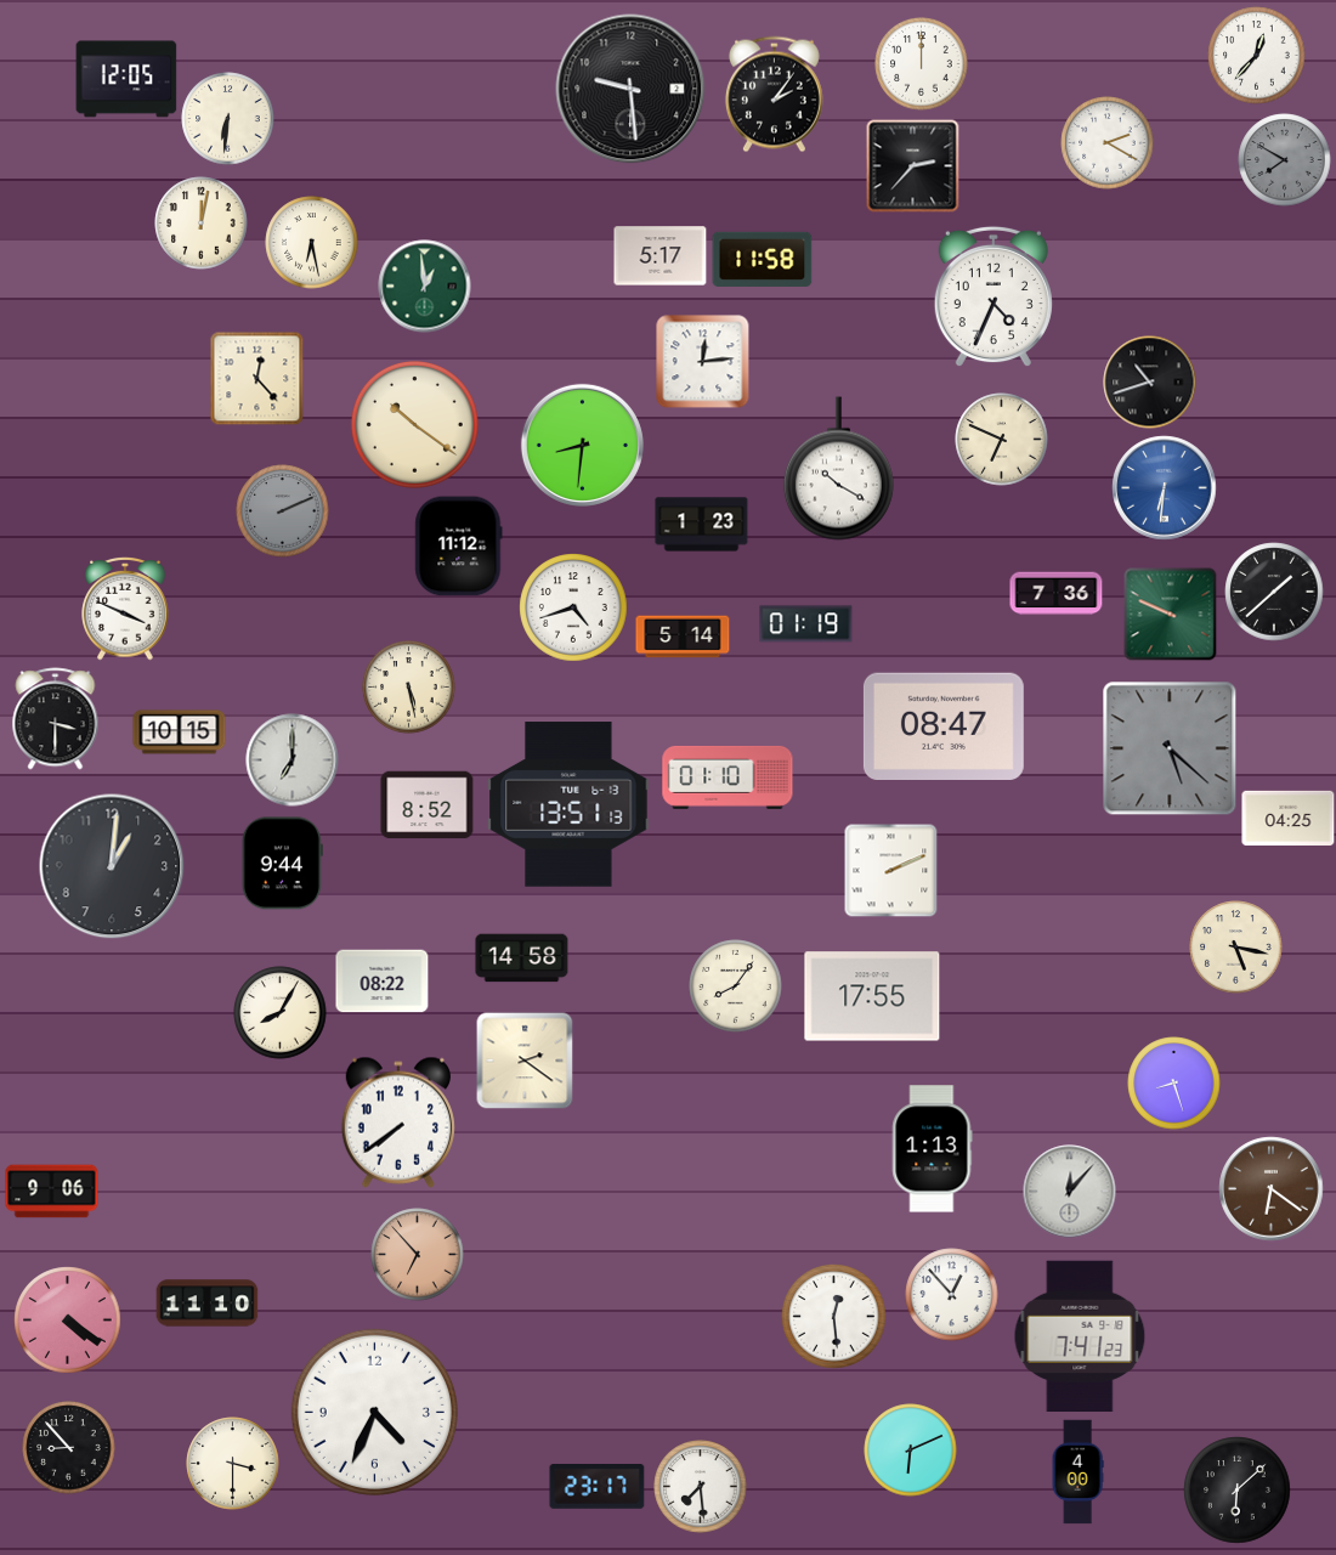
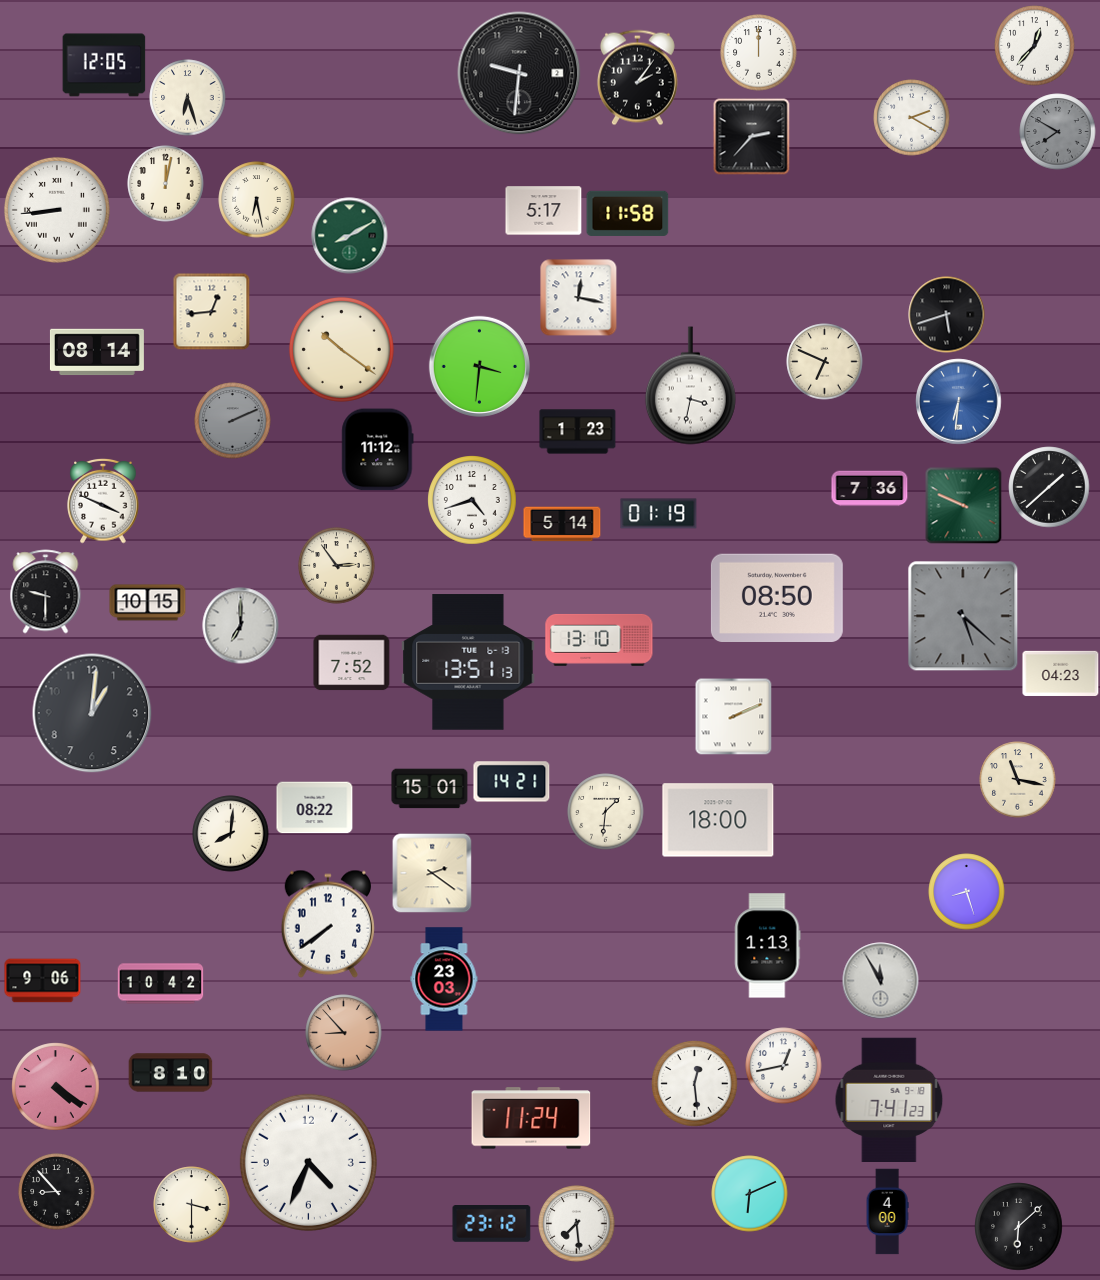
clock at (630, 89): 9:29 -> 9:31
clock at (228, 119): 6:31 -> 6:27
clock at (57, 210): none -> 8:44
clock at (425, 287): 12:59 -> 8:10
clock at (993, 296): 4:34 -> none
clock at (703, 362): 12:14 -> 12:17
clock at (256, 378): 12:23 -> 12:44
clock at (1150, 383): 10:42 -> 5:42
clock at (97, 352): none -> 08:14
clock at (582, 445): 8:31 -> 3:31
clock at (838, 469): 10:20 -> 3:32
clock at (806, 624) position: (806, 624) -> (659, 514)
clock at (409, 688): 5:28 -> 2:54
clock at (56, 719): 3:30 -> 9:30
clock at (944, 725): 08:47 -> 08:50
clock at (728, 777): 01:10 -> 13:10
clock at (428, 805): 8:52 -> 7:52
clock at (1289, 818): 04:25 -> 04:23
clock at (282, 864): 9:44 -> none
clock at (1236, 948): 5:17 -> 11:17
clock at (512, 782): none -> 14:21
clock at (522, 959): 14:58 -> 15:01
clock at (736, 986): 8:06 -> 1:31
clock at (872, 996): 17:55 -> 18:00
clock at (281, 1013): 8:05 -> 8:01
clock at (444, 979): none -> 23:03
clock at (1272, 1189): 6:21 -> none
clock at (1070, 1192): 12:07 -> 11:55
clock at (161, 984): none -> 10:42
clock at (418, 1255): 6:53 -> 8:53
clock at (952, 1295): 12:53 -> 12:43
clock at (208, 1304): 11:10 -> 8:10
clock at (834, 1317) position: (834, 1317) -> (695, 1084)
clock at (531, 1118): none -> 11:24
clock at (598, 1487): 23:17 -> 23:12
